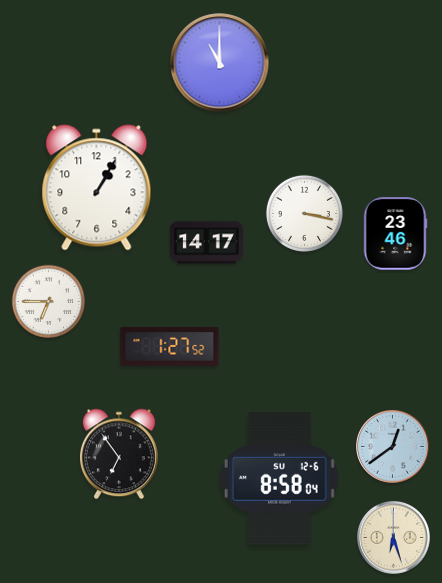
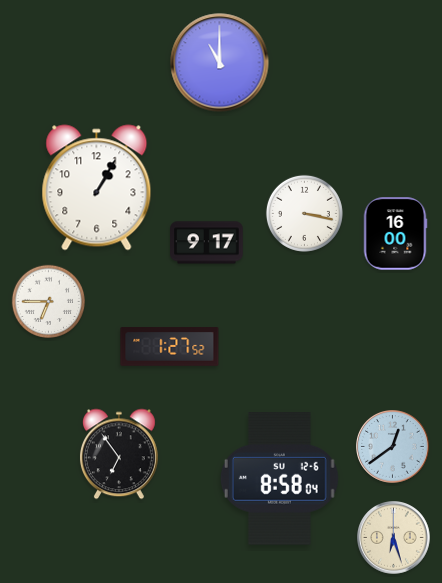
clock at (395, 234): 23:46 -> 16:00
clock at (207, 243): 14:17 -> 9:17
